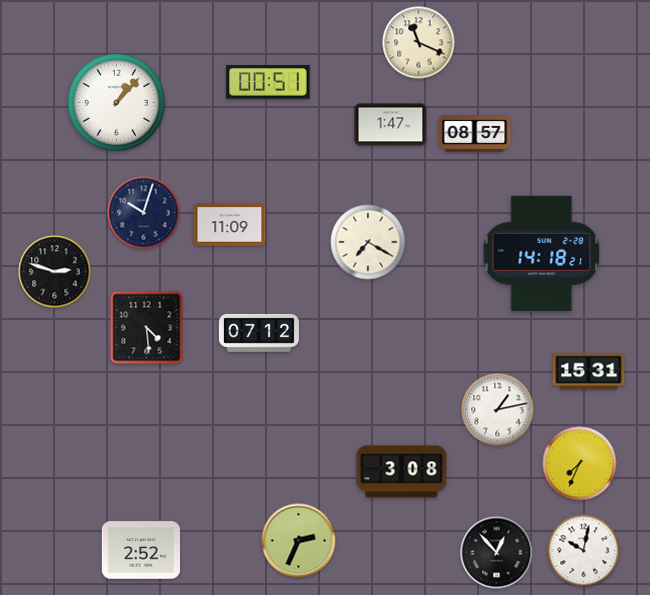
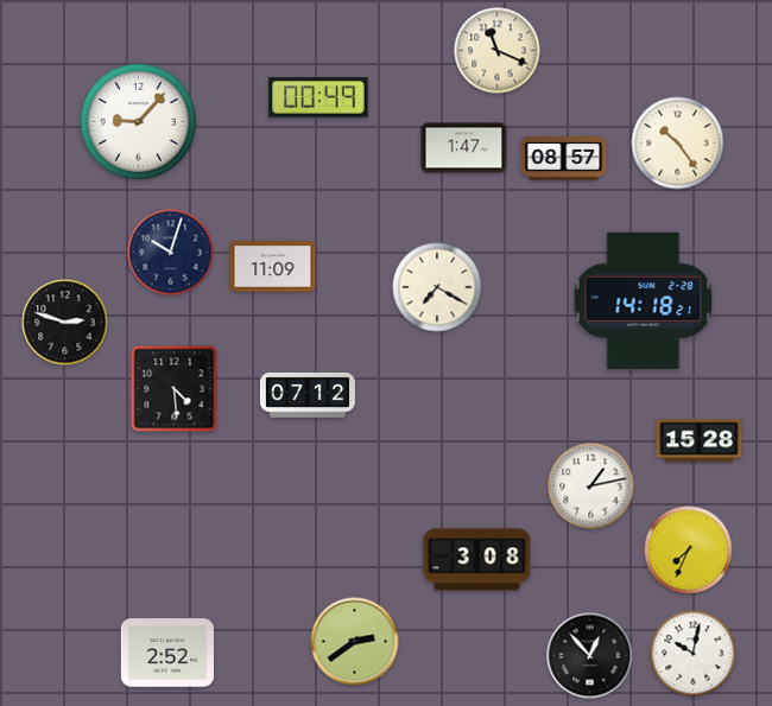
clock at (268, 82): 00:51 -> 00:49
clock at (116, 102): 1:07 -> 9:07
clock at (678, 144): none -> 10:24
clock at (589, 372): 15:31 -> 15:28
clock at (299, 541): 2:34 -> 2:39
